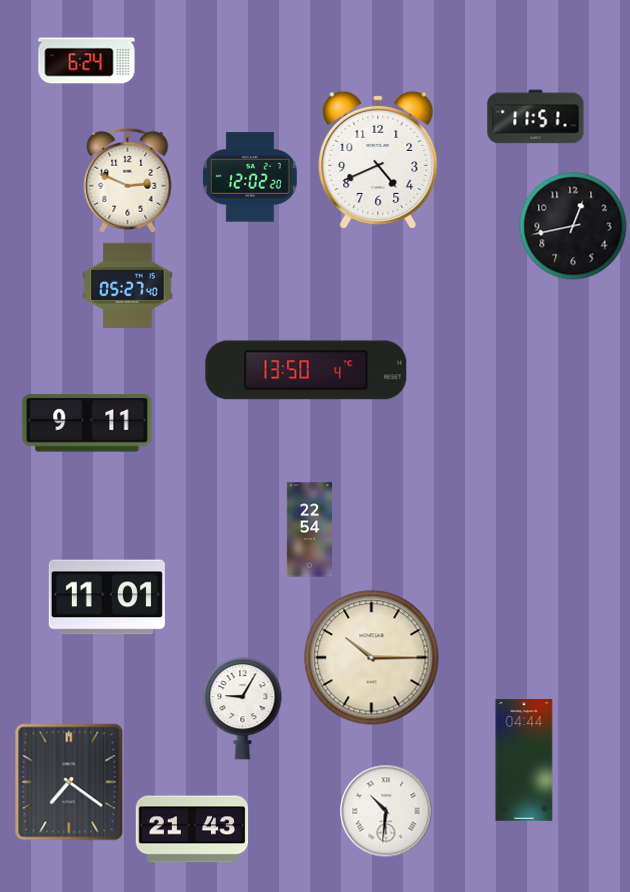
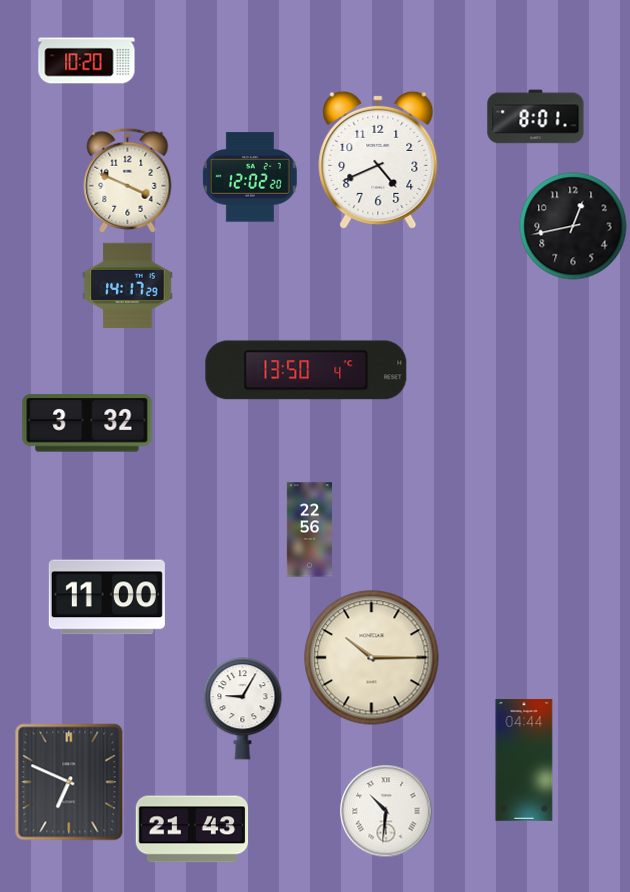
clock at (87, 61): 6:24 -> 10:20
clock at (536, 117): 11:51 -> 8:01
clock at (128, 180): 2:49 -> 3:49
clock at (128, 285): 05:27 -> 14:17
clock at (87, 423): 9:11 -> 3:32
clock at (309, 530): 22:54 -> 22:56
clock at (107, 597): 11:01 -> 11:00
clock at (69, 782): 7:21 -> 6:49
